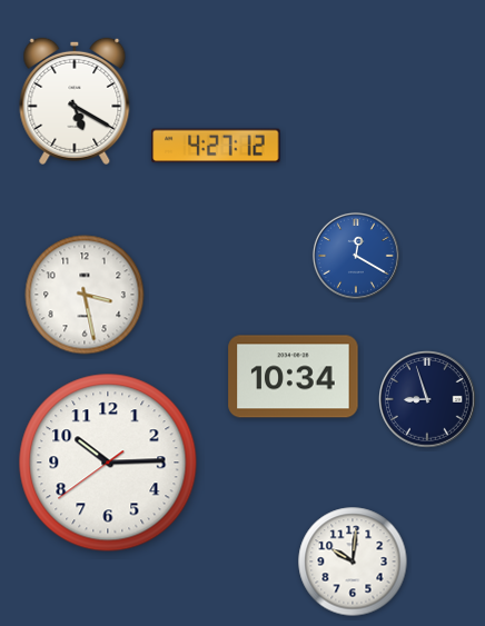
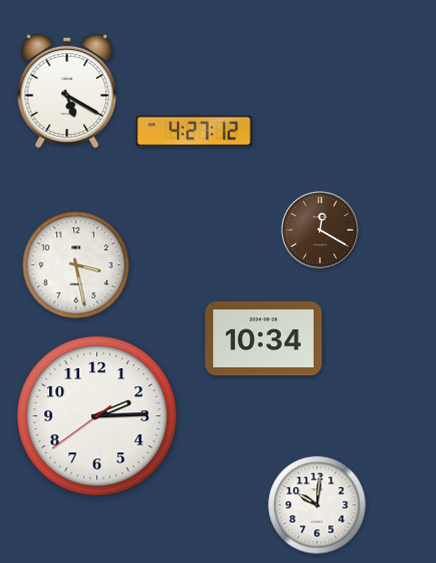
clock at (356, 256) dial: blue -> brown
clock at (428, 400): 8:57 -> none
clock at (108, 463): 10:14 -> 2:14
